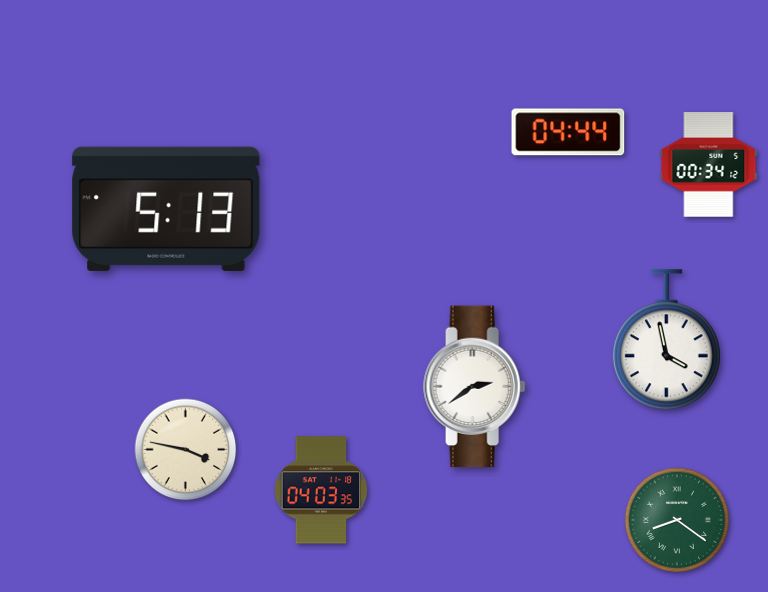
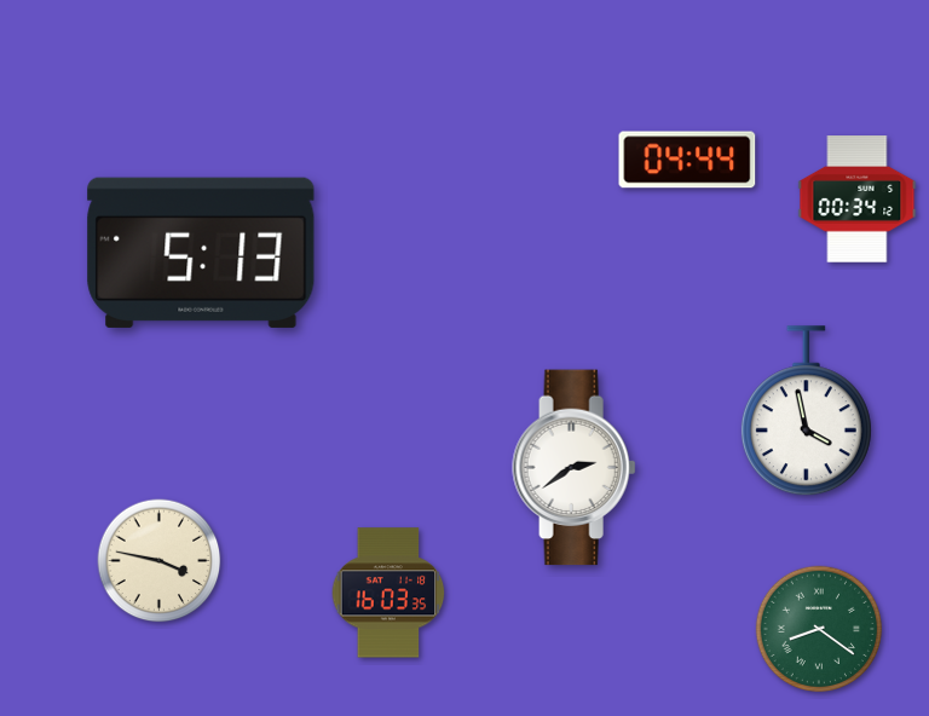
clock at (186, 450) position: (186, 450) -> (160, 561)
clock at (321, 490): 04:03 -> 16:03
